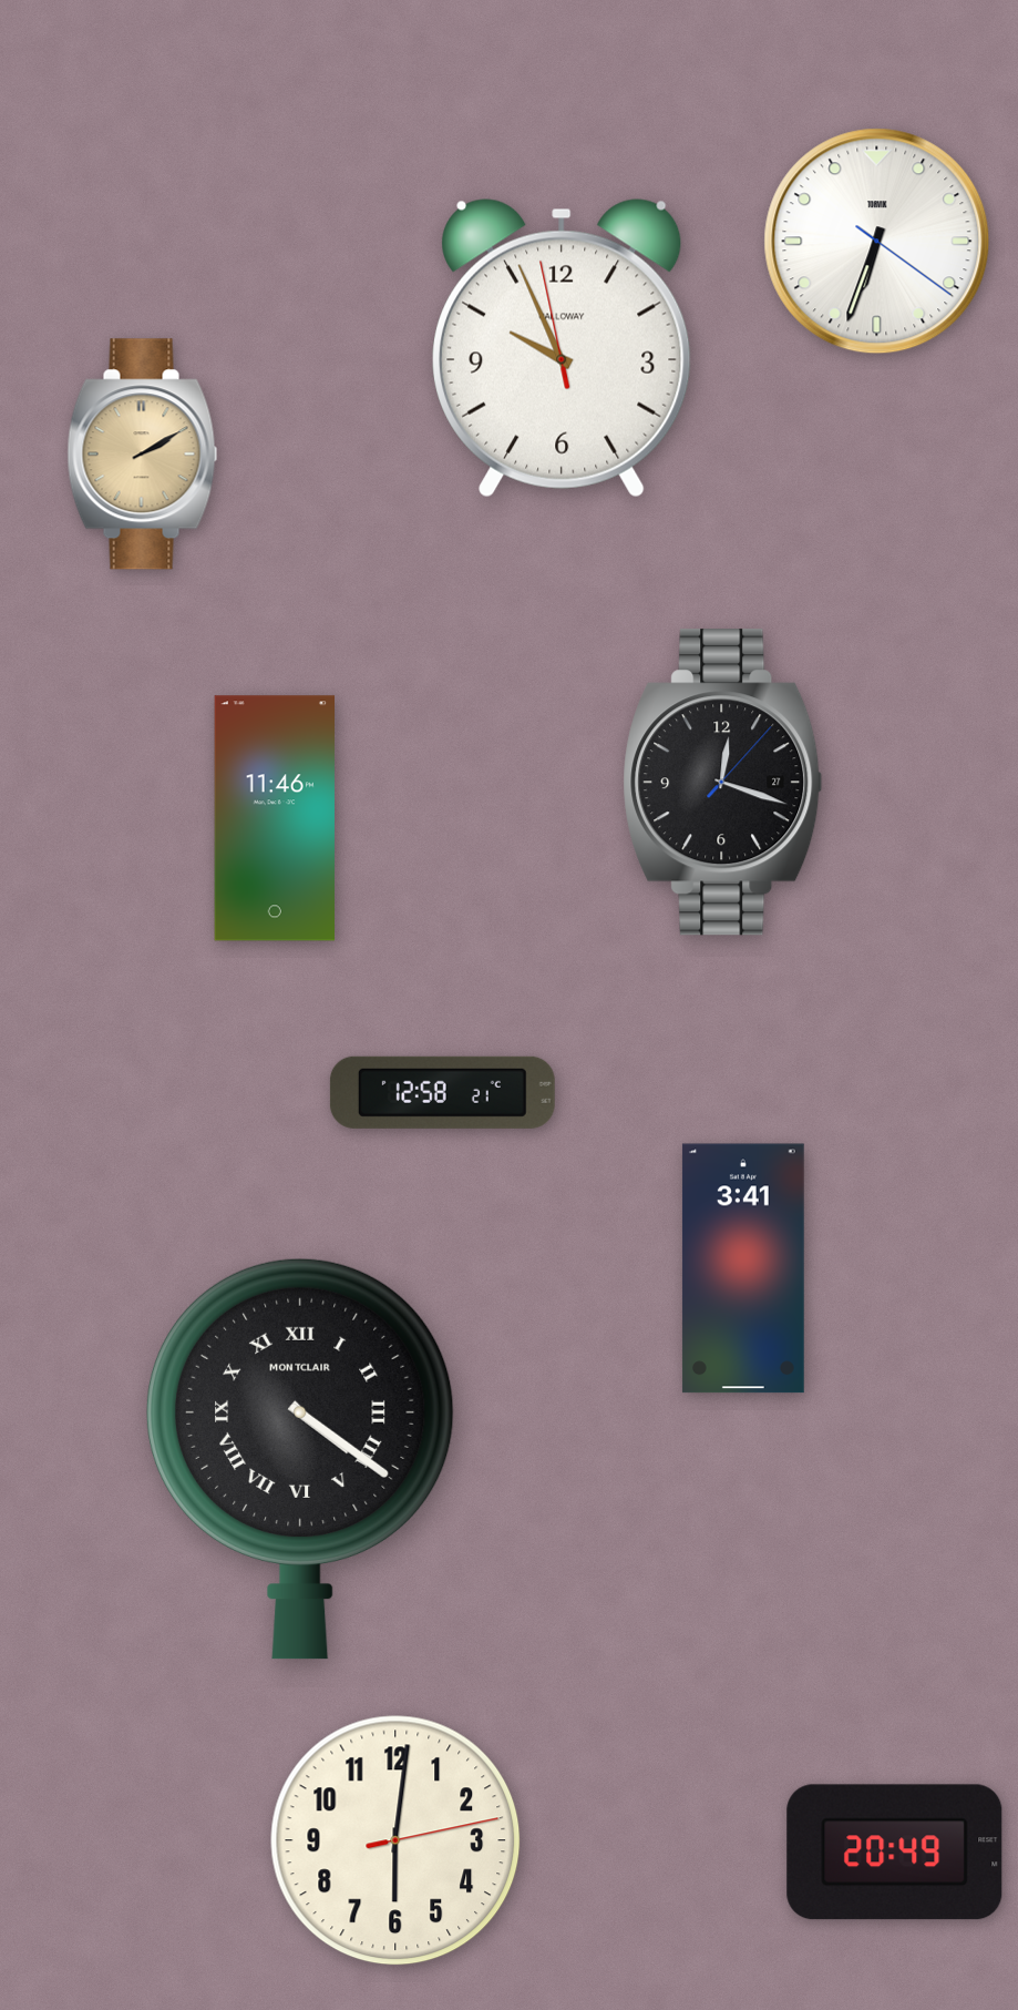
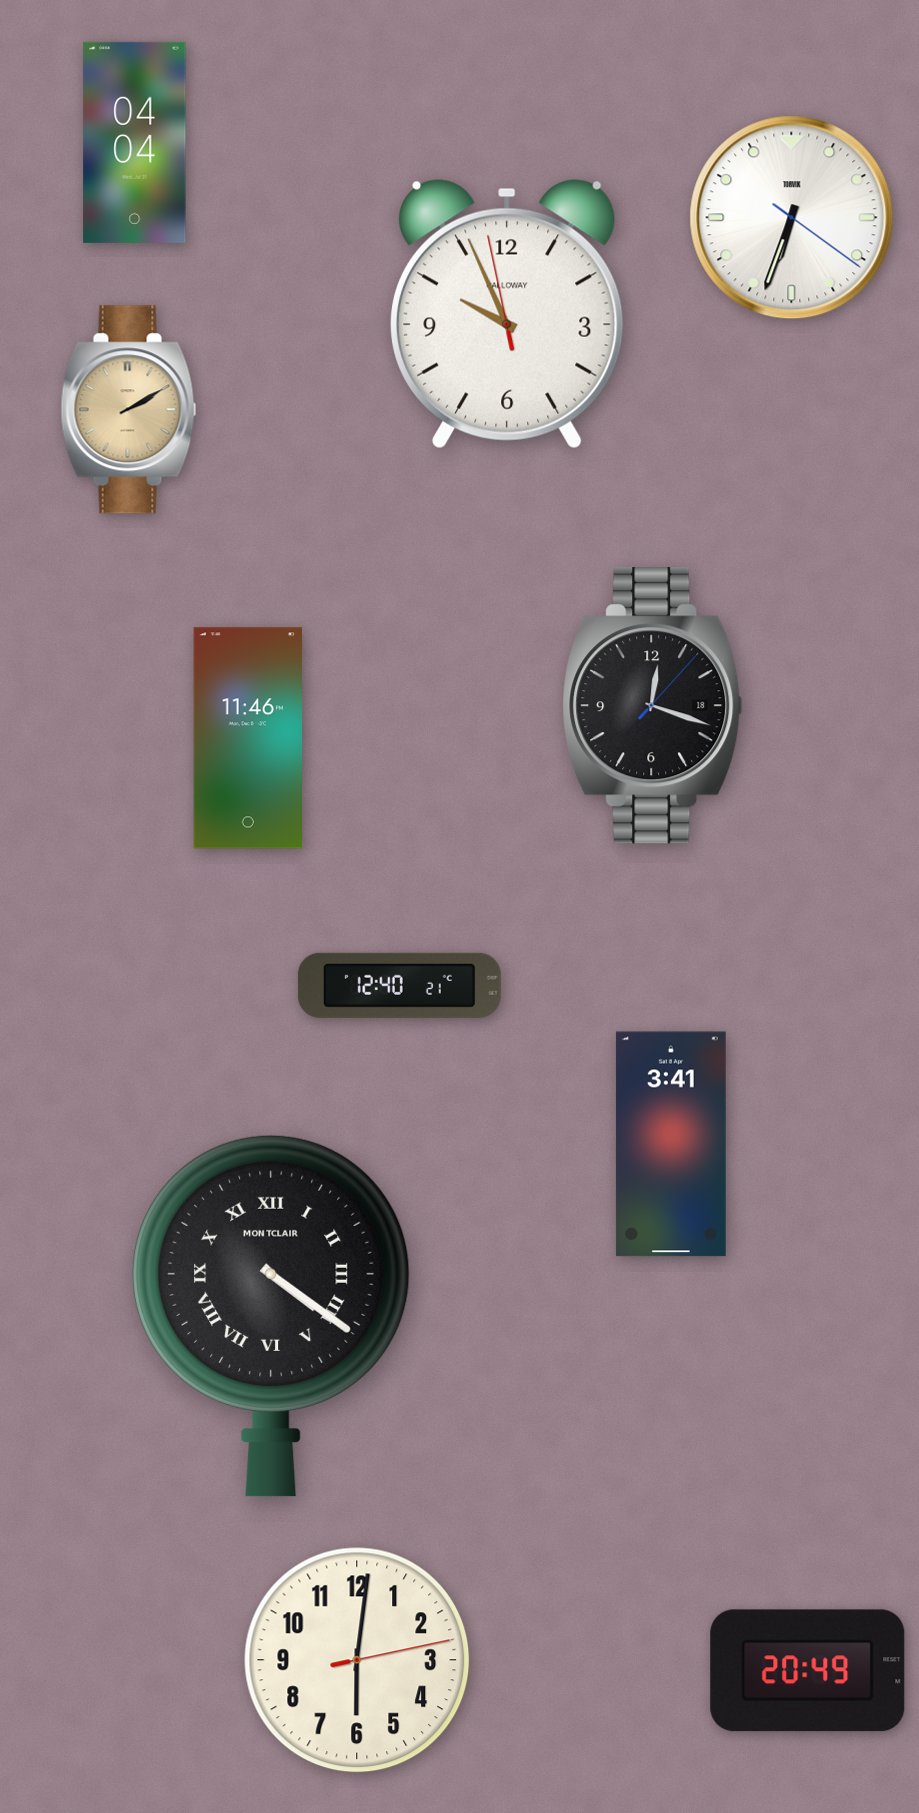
clock at (135, 142): none -> 04:04
clock at (723, 783) date: 27 -> 18
clock at (442, 1092): 12:58 -> 12:40
